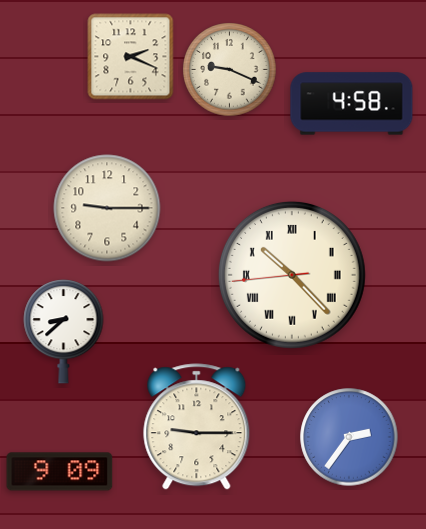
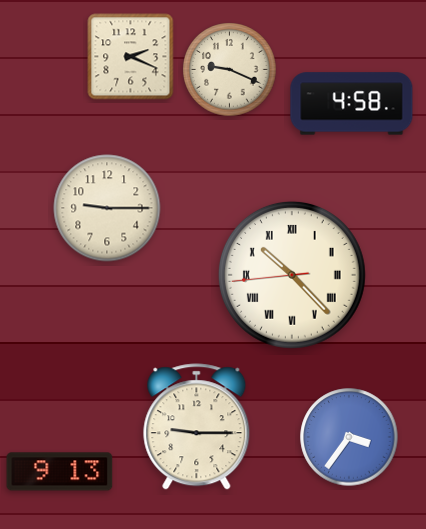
clock at (64, 332): 8:38 -> none
clock at (349, 437): 2:36 -> 3:36
clock at (60, 472): 9:09 -> 9:13
